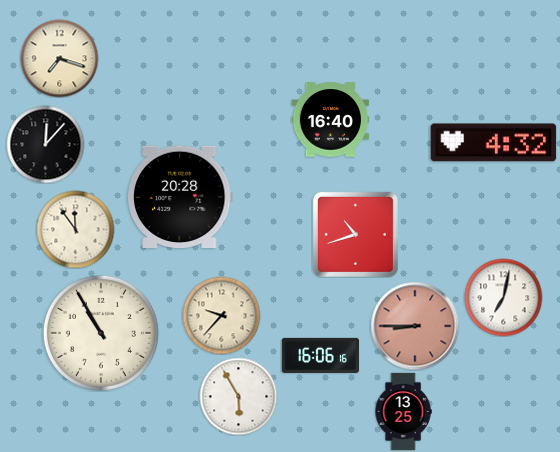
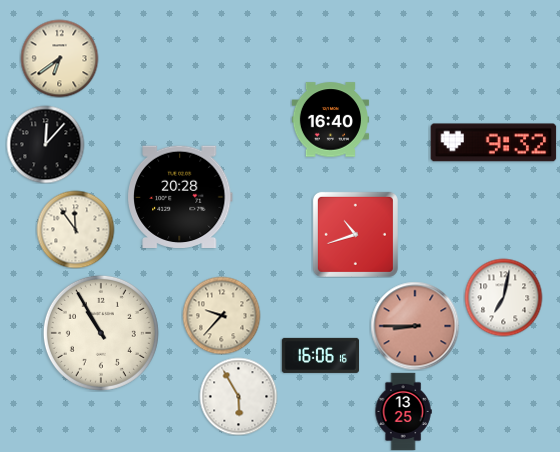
clock at (59, 58): 7:18 -> 6:39
clock at (494, 143): 4:32 -> 9:32
